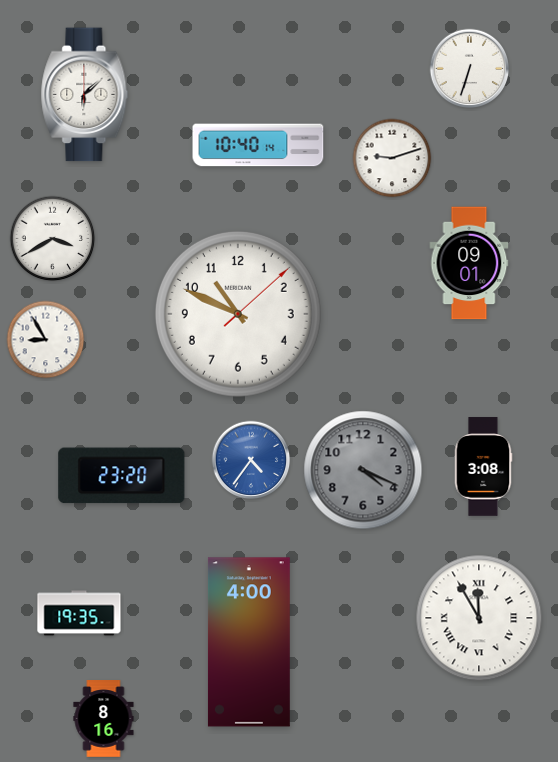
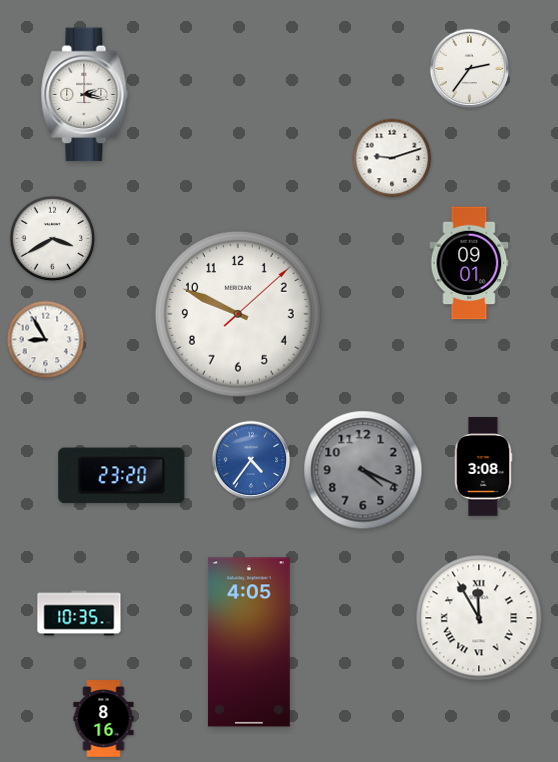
clock at (470, 69): 6:33 -> 2:36
clock at (85, 95): 6:08 -> 2:17
clock at (258, 145): 10:40 -> none
clock at (238, 314): 10:49 -> 9:49
clock at (79, 613): 19:35 -> 10:35
clock at (249, 642): 4:00 -> 4:05
